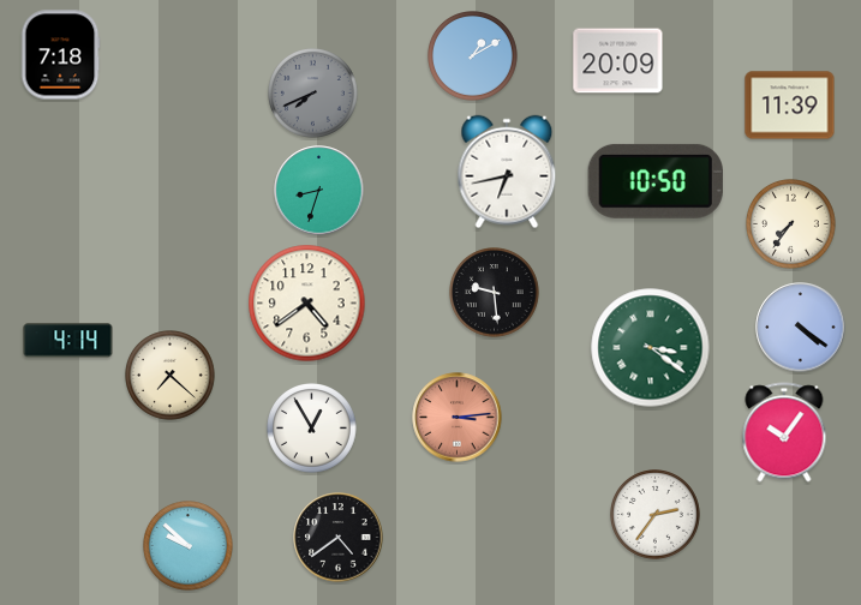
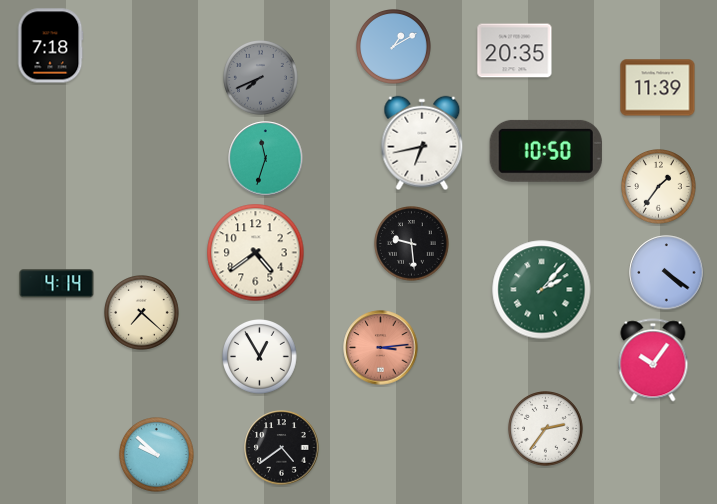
clock at (618, 61): 20:09 -> 20:35
clock at (319, 191): 8:33 -> 11:33
clock at (791, 224): 7:36 -> 1:36
clock at (651, 348): 3:21 -> 2:07
